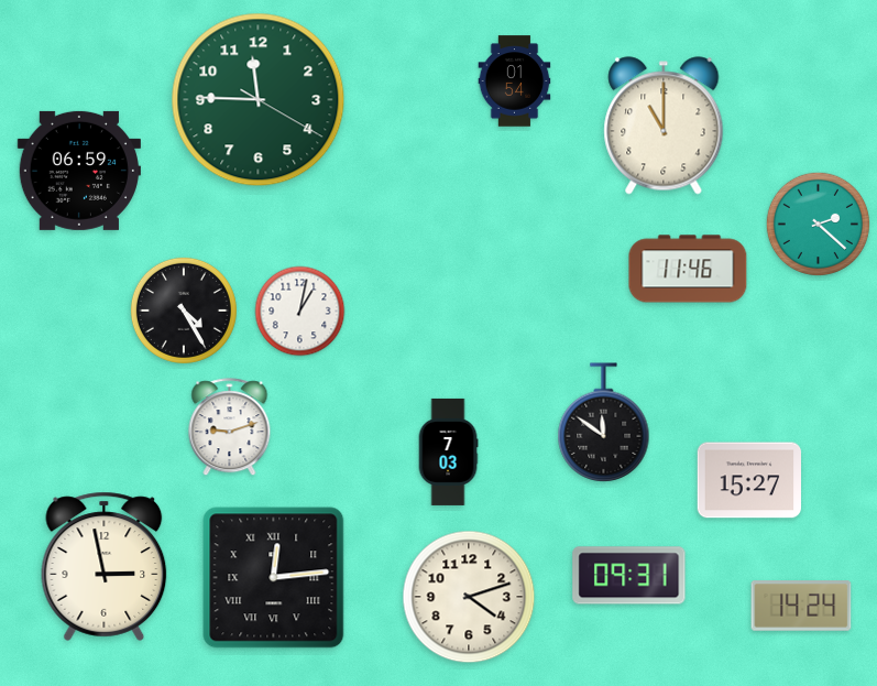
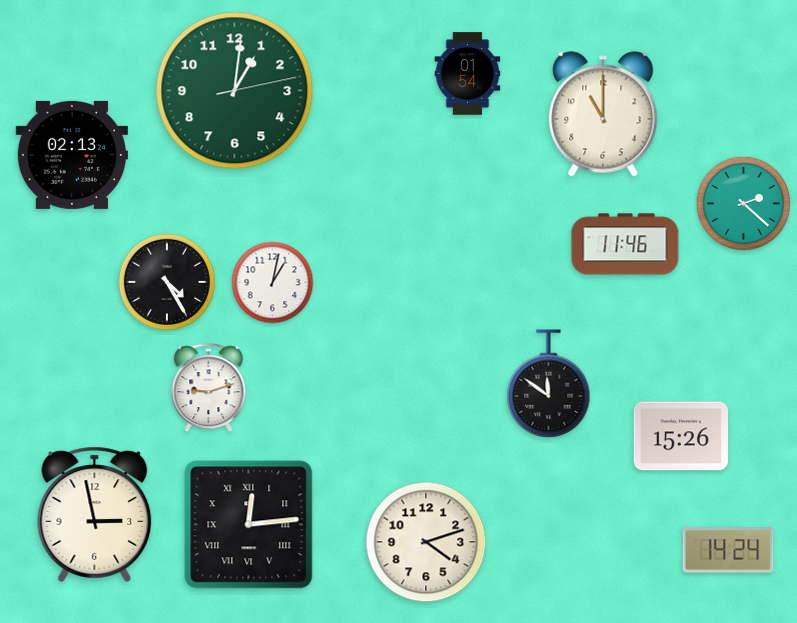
clock at (259, 100): 11:45 -> 1:01
clock at (79, 171): 06:59 -> 02:13
clock at (448, 451): 7:03 -> none
clock at (749, 480): 15:27 -> 15:26
clock at (629, 576): 09:31 -> none
